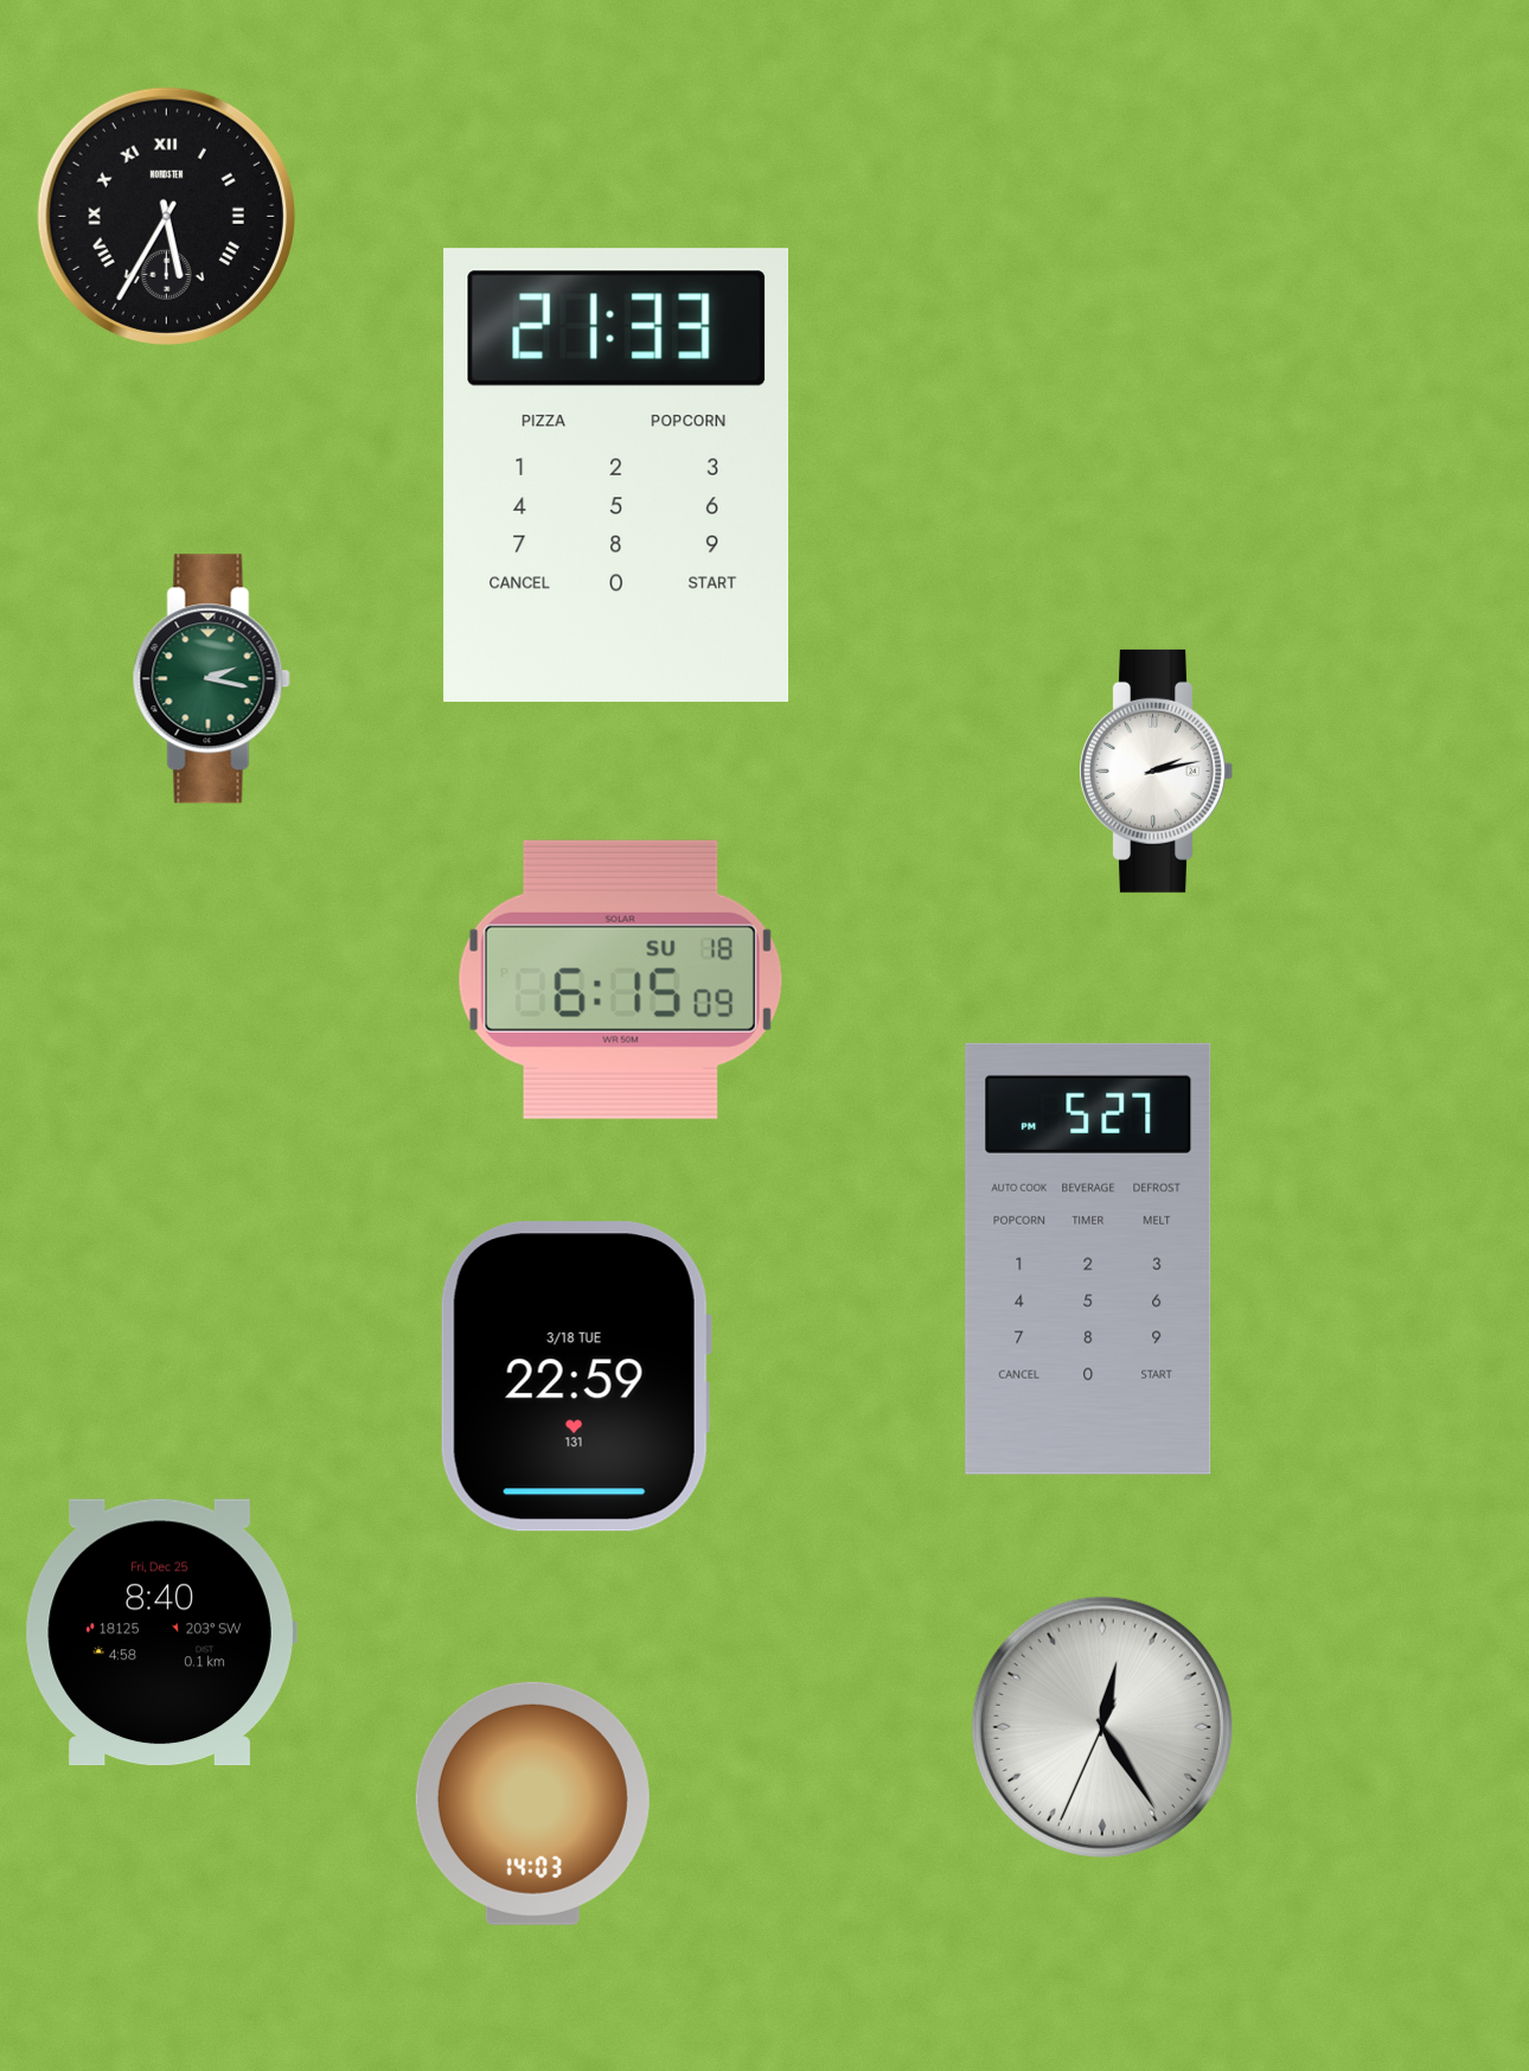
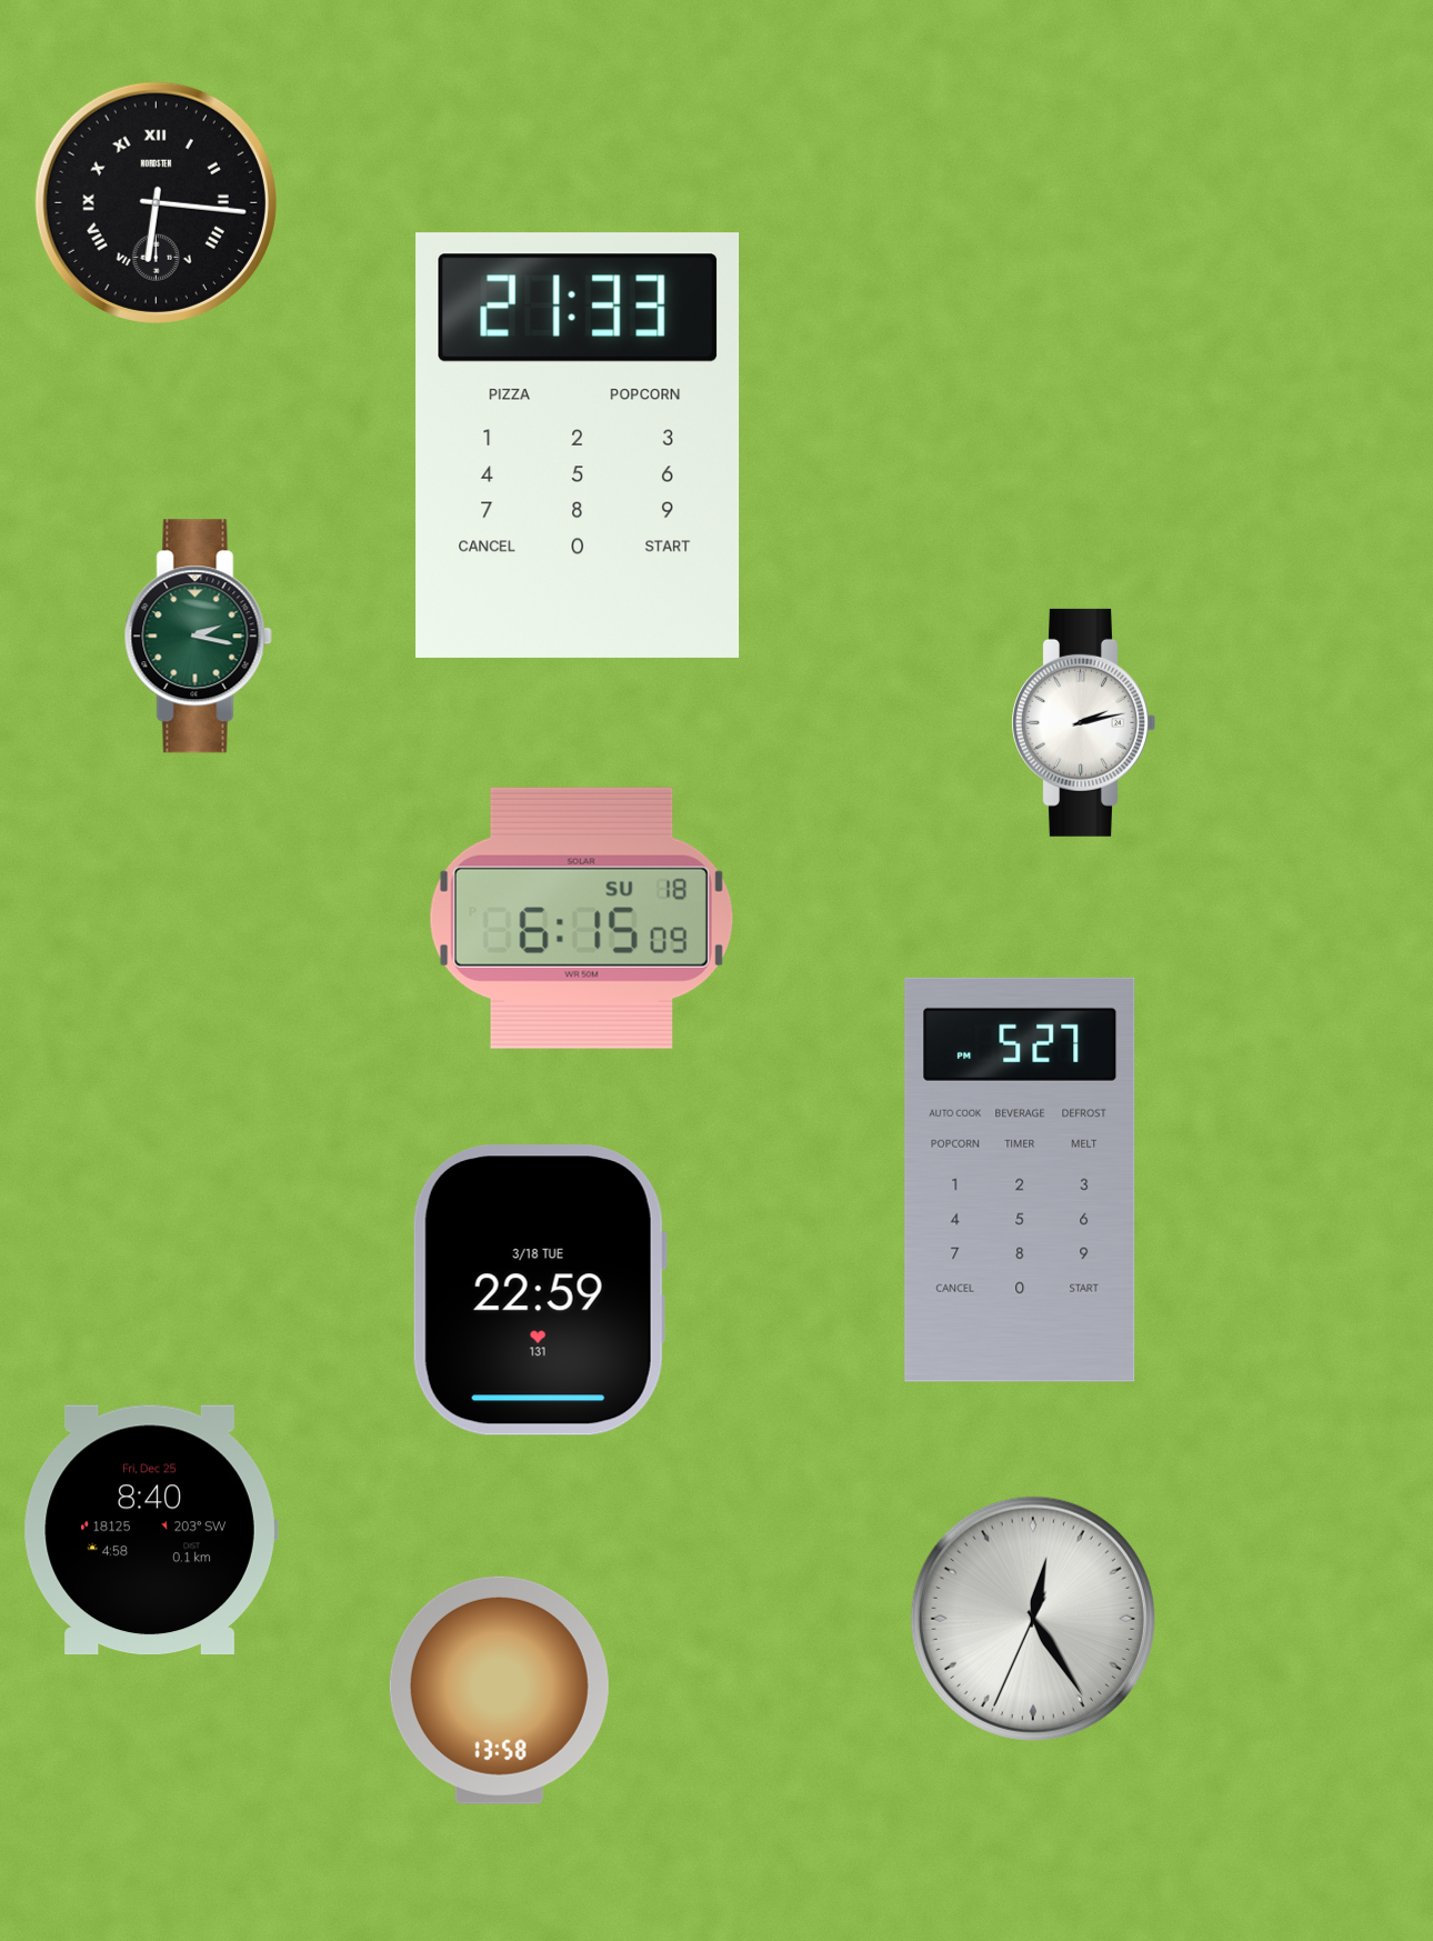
clock at (166, 216): 5:35 -> 6:16
clock at (532, 1803): 14:03 -> 13:58
